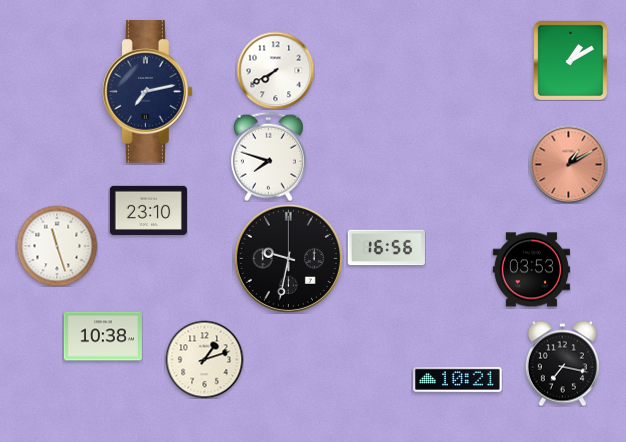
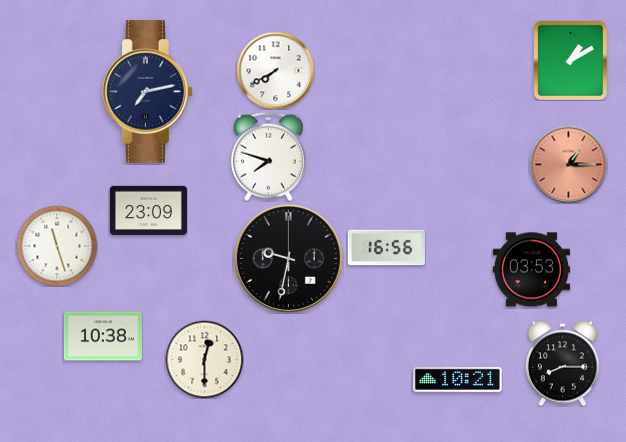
clock at (568, 164): 1:10 -> 1:15
clock at (148, 210): 23:10 -> 23:09
clock at (204, 359): 1:12 -> 12:30
clock at (562, 363): 7:17 -> 8:15
